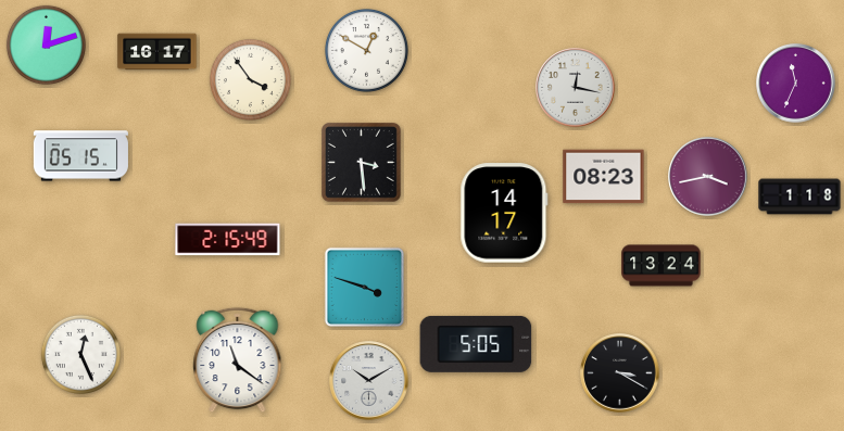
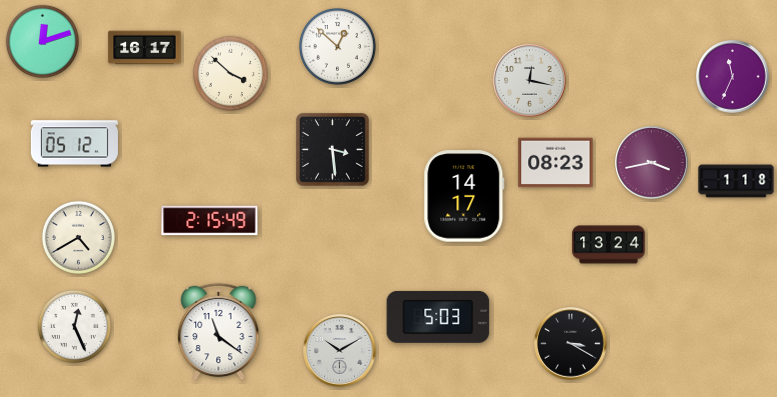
clock at (366, 50): 12:50 -> 12:52
clock at (250, 79): 3:54 -> 3:52
clock at (80, 156): 05:15 -> 05:12
clock at (78, 237): none -> 4:40
clock at (365, 288): 3:48 -> none
clock at (476, 344): 5:05 -> 5:03
